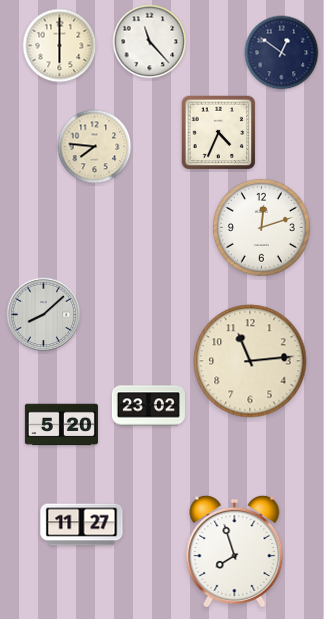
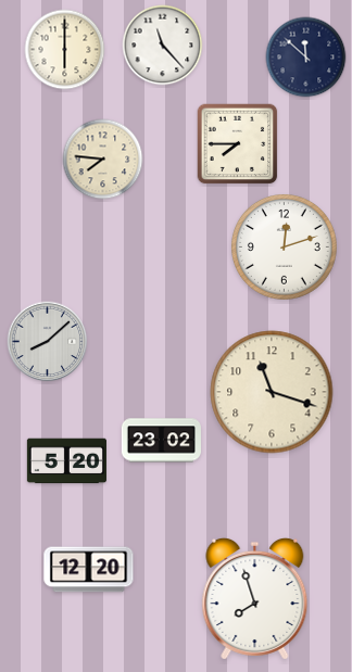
clock at (282, 53): 12:51 -> 11:52
clock at (219, 133): 4:34 -> 7:45
clock at (250, 361): 11:14 -> 11:18
clock at (82, 525): 11:27 -> 12:20
